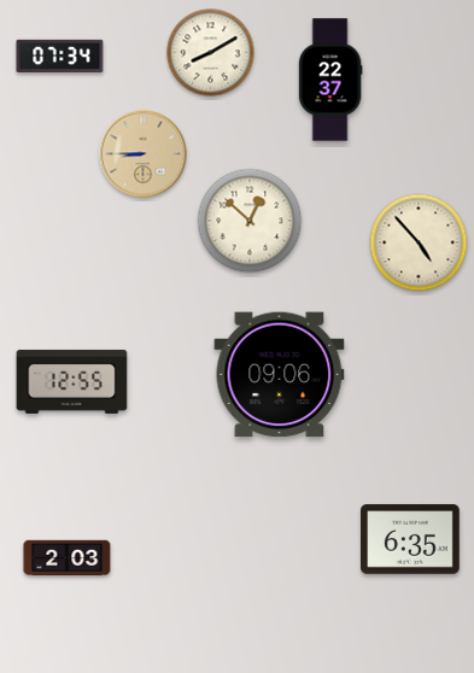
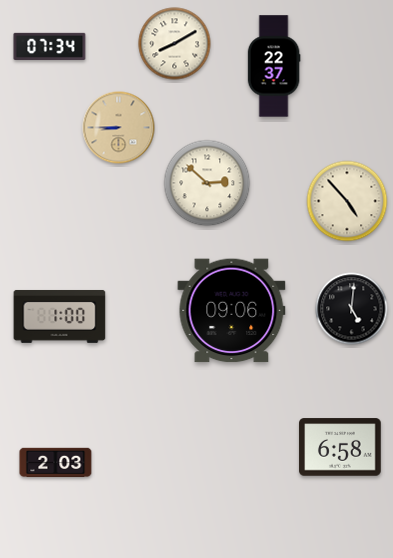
clock at (250, 221): 12:52 -> 2:52
clock at (352, 309): none -> 5:01
clock at (72, 381): 12:55 -> 1:00
clock at (410, 539): 6:35 -> 6:58
